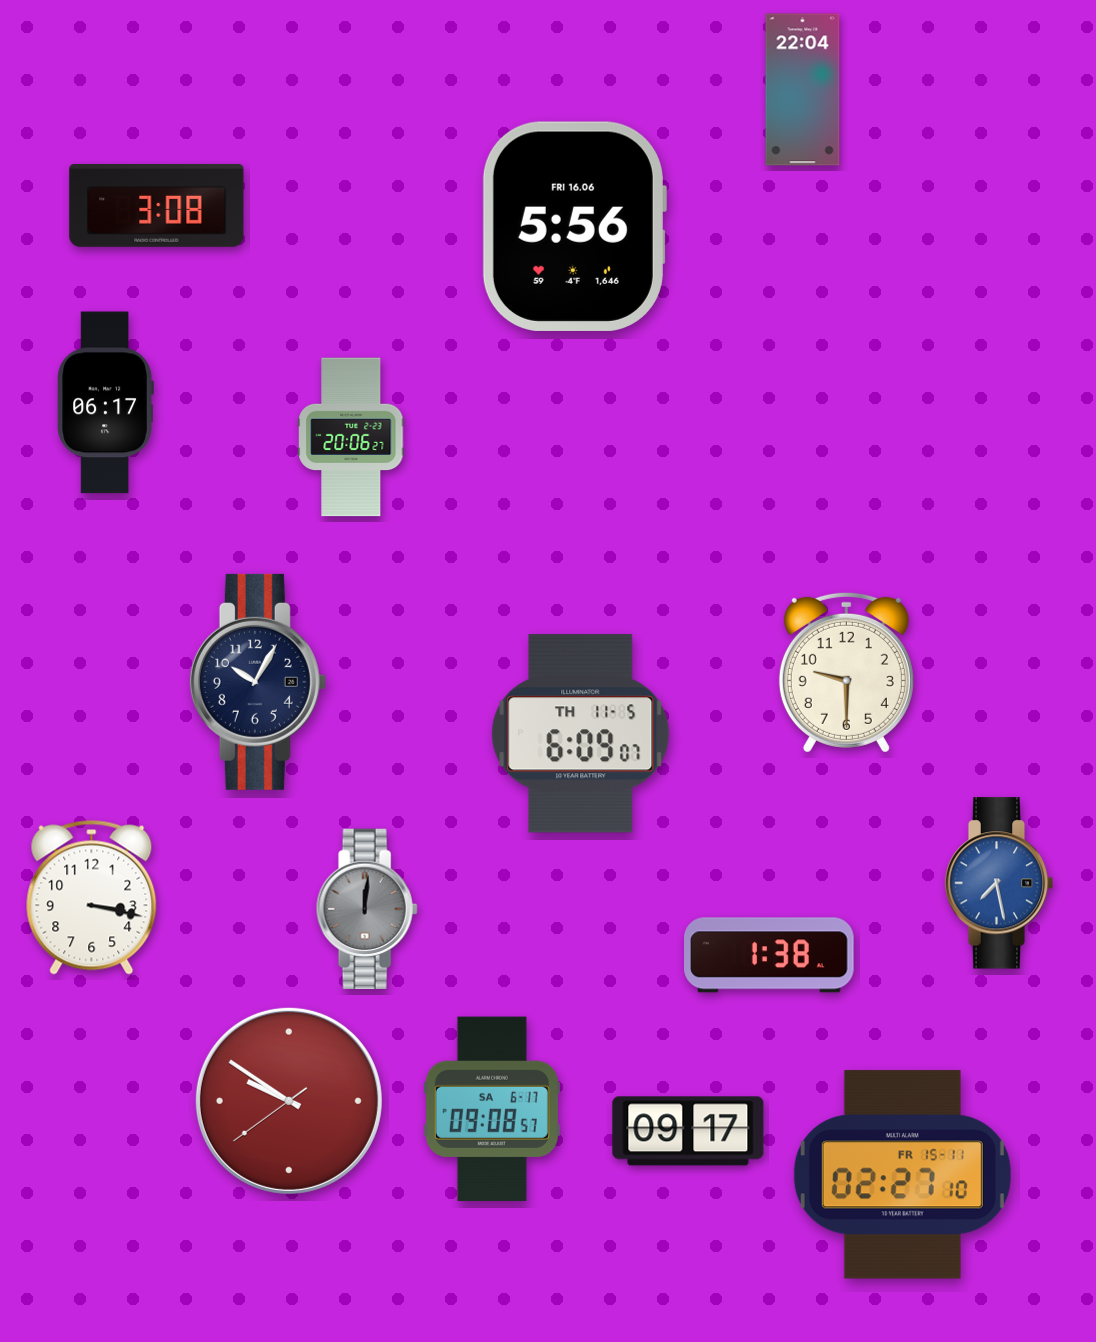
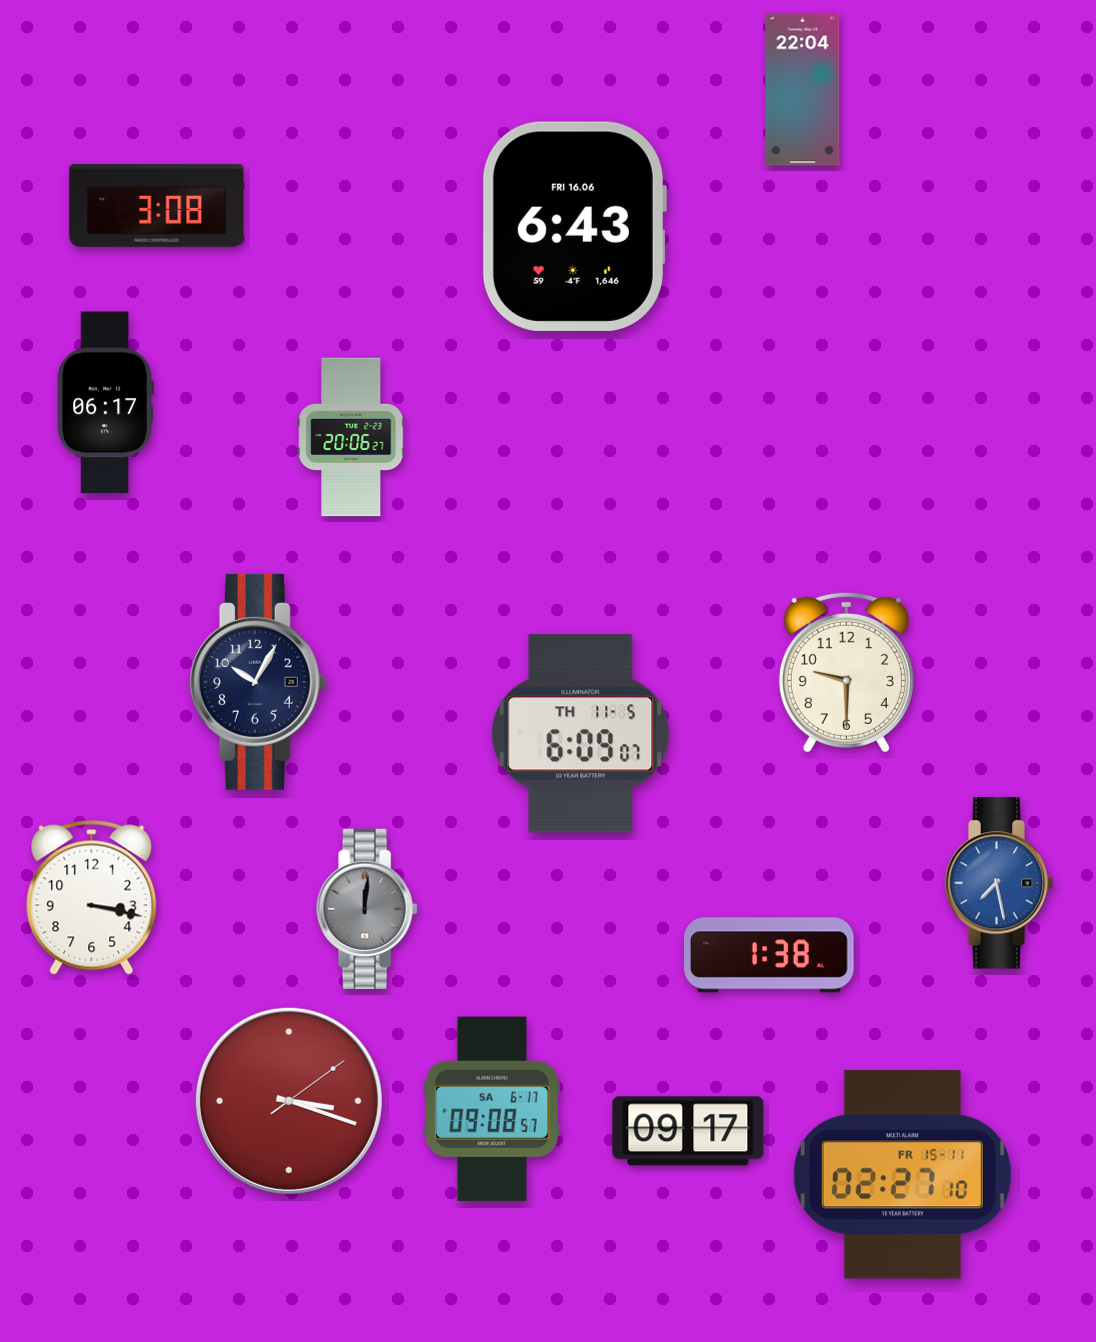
clock at (574, 226): 5:56 -> 6:43
clock at (289, 1101): 9:50 -> 3:18
